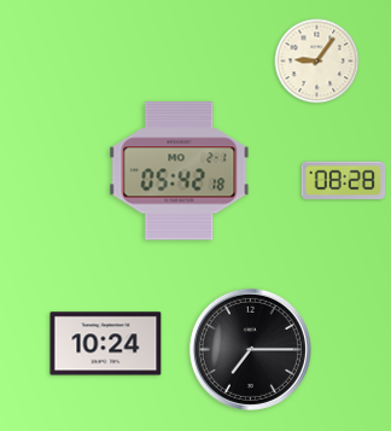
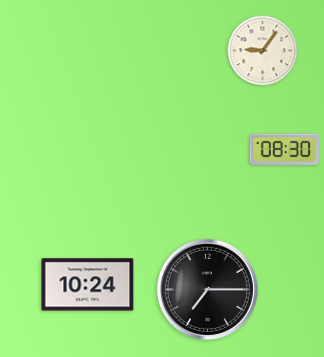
clock at (180, 171): 05:42 -> none
clock at (344, 181): 08:28 -> 08:30
